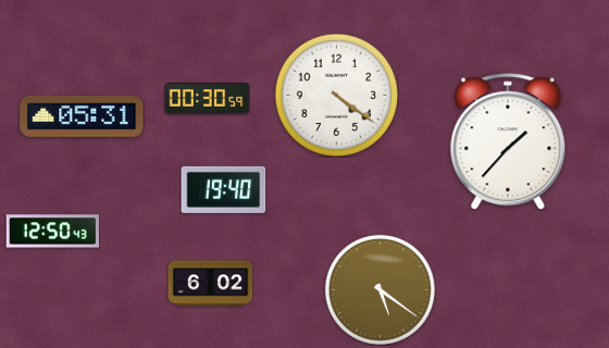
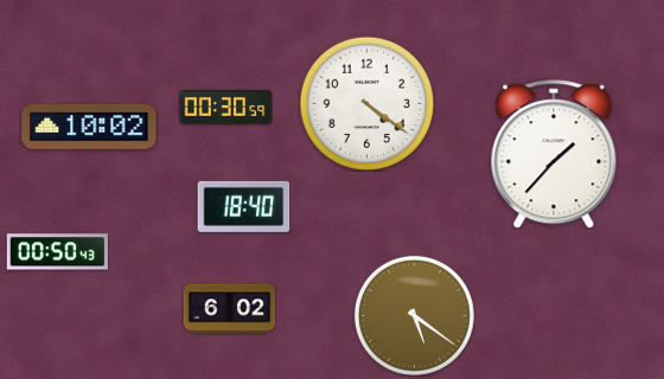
clock at (82, 116): 05:31 -> 10:02
clock at (223, 189): 19:40 -> 18:40
clock at (52, 232): 12:50 -> 00:50
